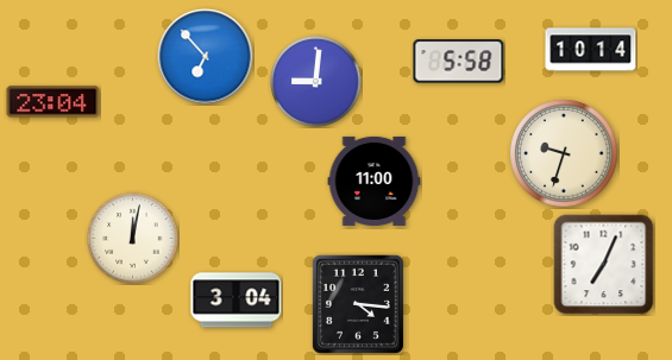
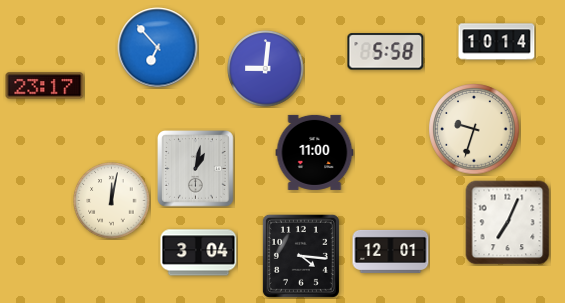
clock at (206, 57) position: (206, 57) -> (158, 48)
clock at (54, 102): 23:04 -> 23:17
clock at (196, 169): none -> 1:02
clock at (391, 251): none -> 12:01
